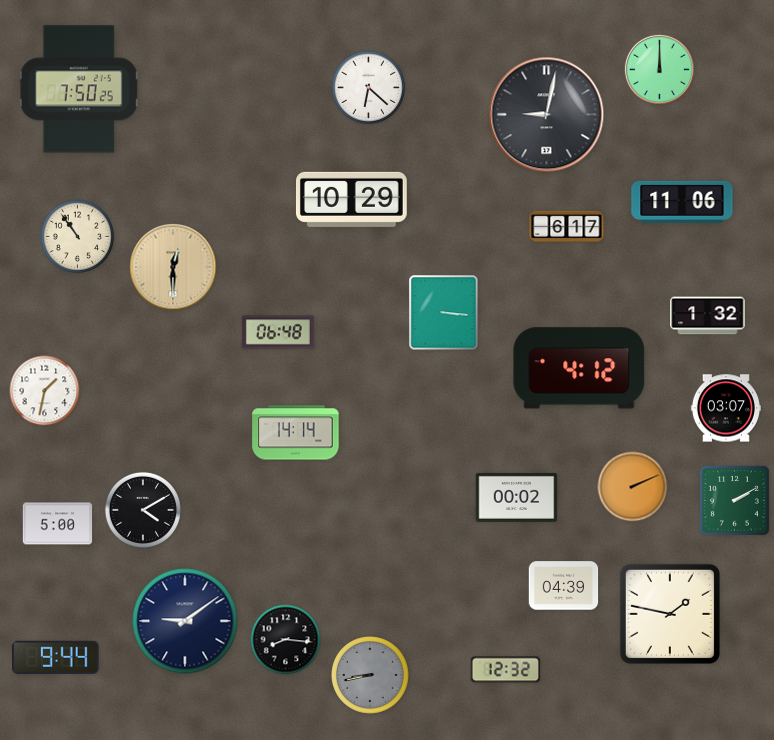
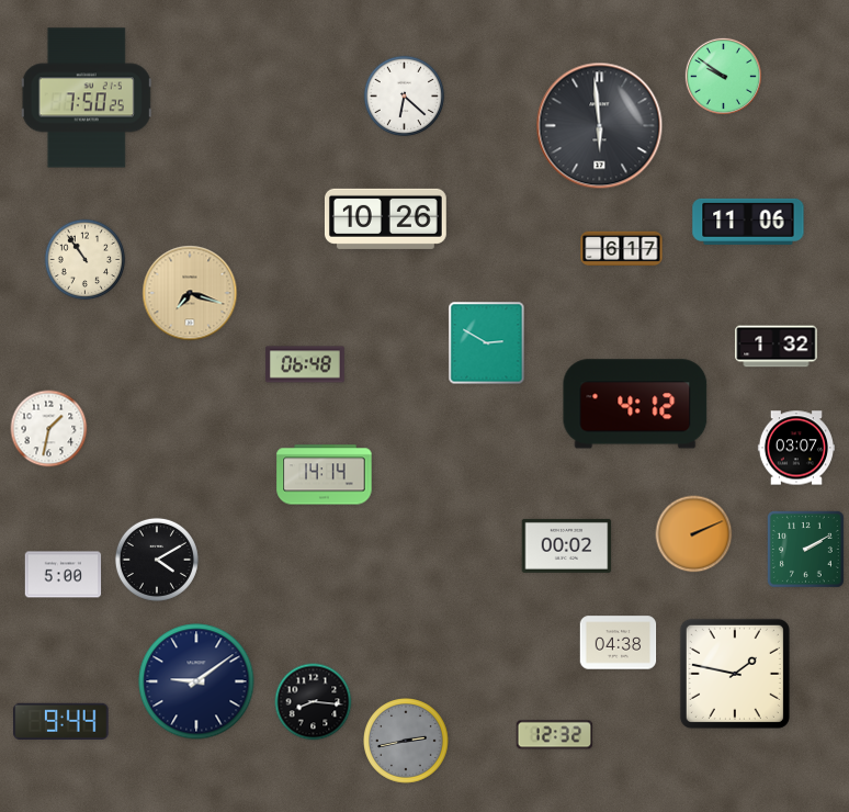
clock at (659, 69): 12:00 -> 9:51
clock at (547, 115): 9:02 -> 5:59
clock at (351, 199): 10:29 -> 10:26
clock at (173, 267): 12:30 -> 7:18
clock at (444, 313): 3:16 -> 2:50
clock at (564, 586): 04:39 -> 04:38
clock at (185, 621) position: (185, 621) -> (196, 681)
clock at (371, 676): 8:43 -> 2:43
